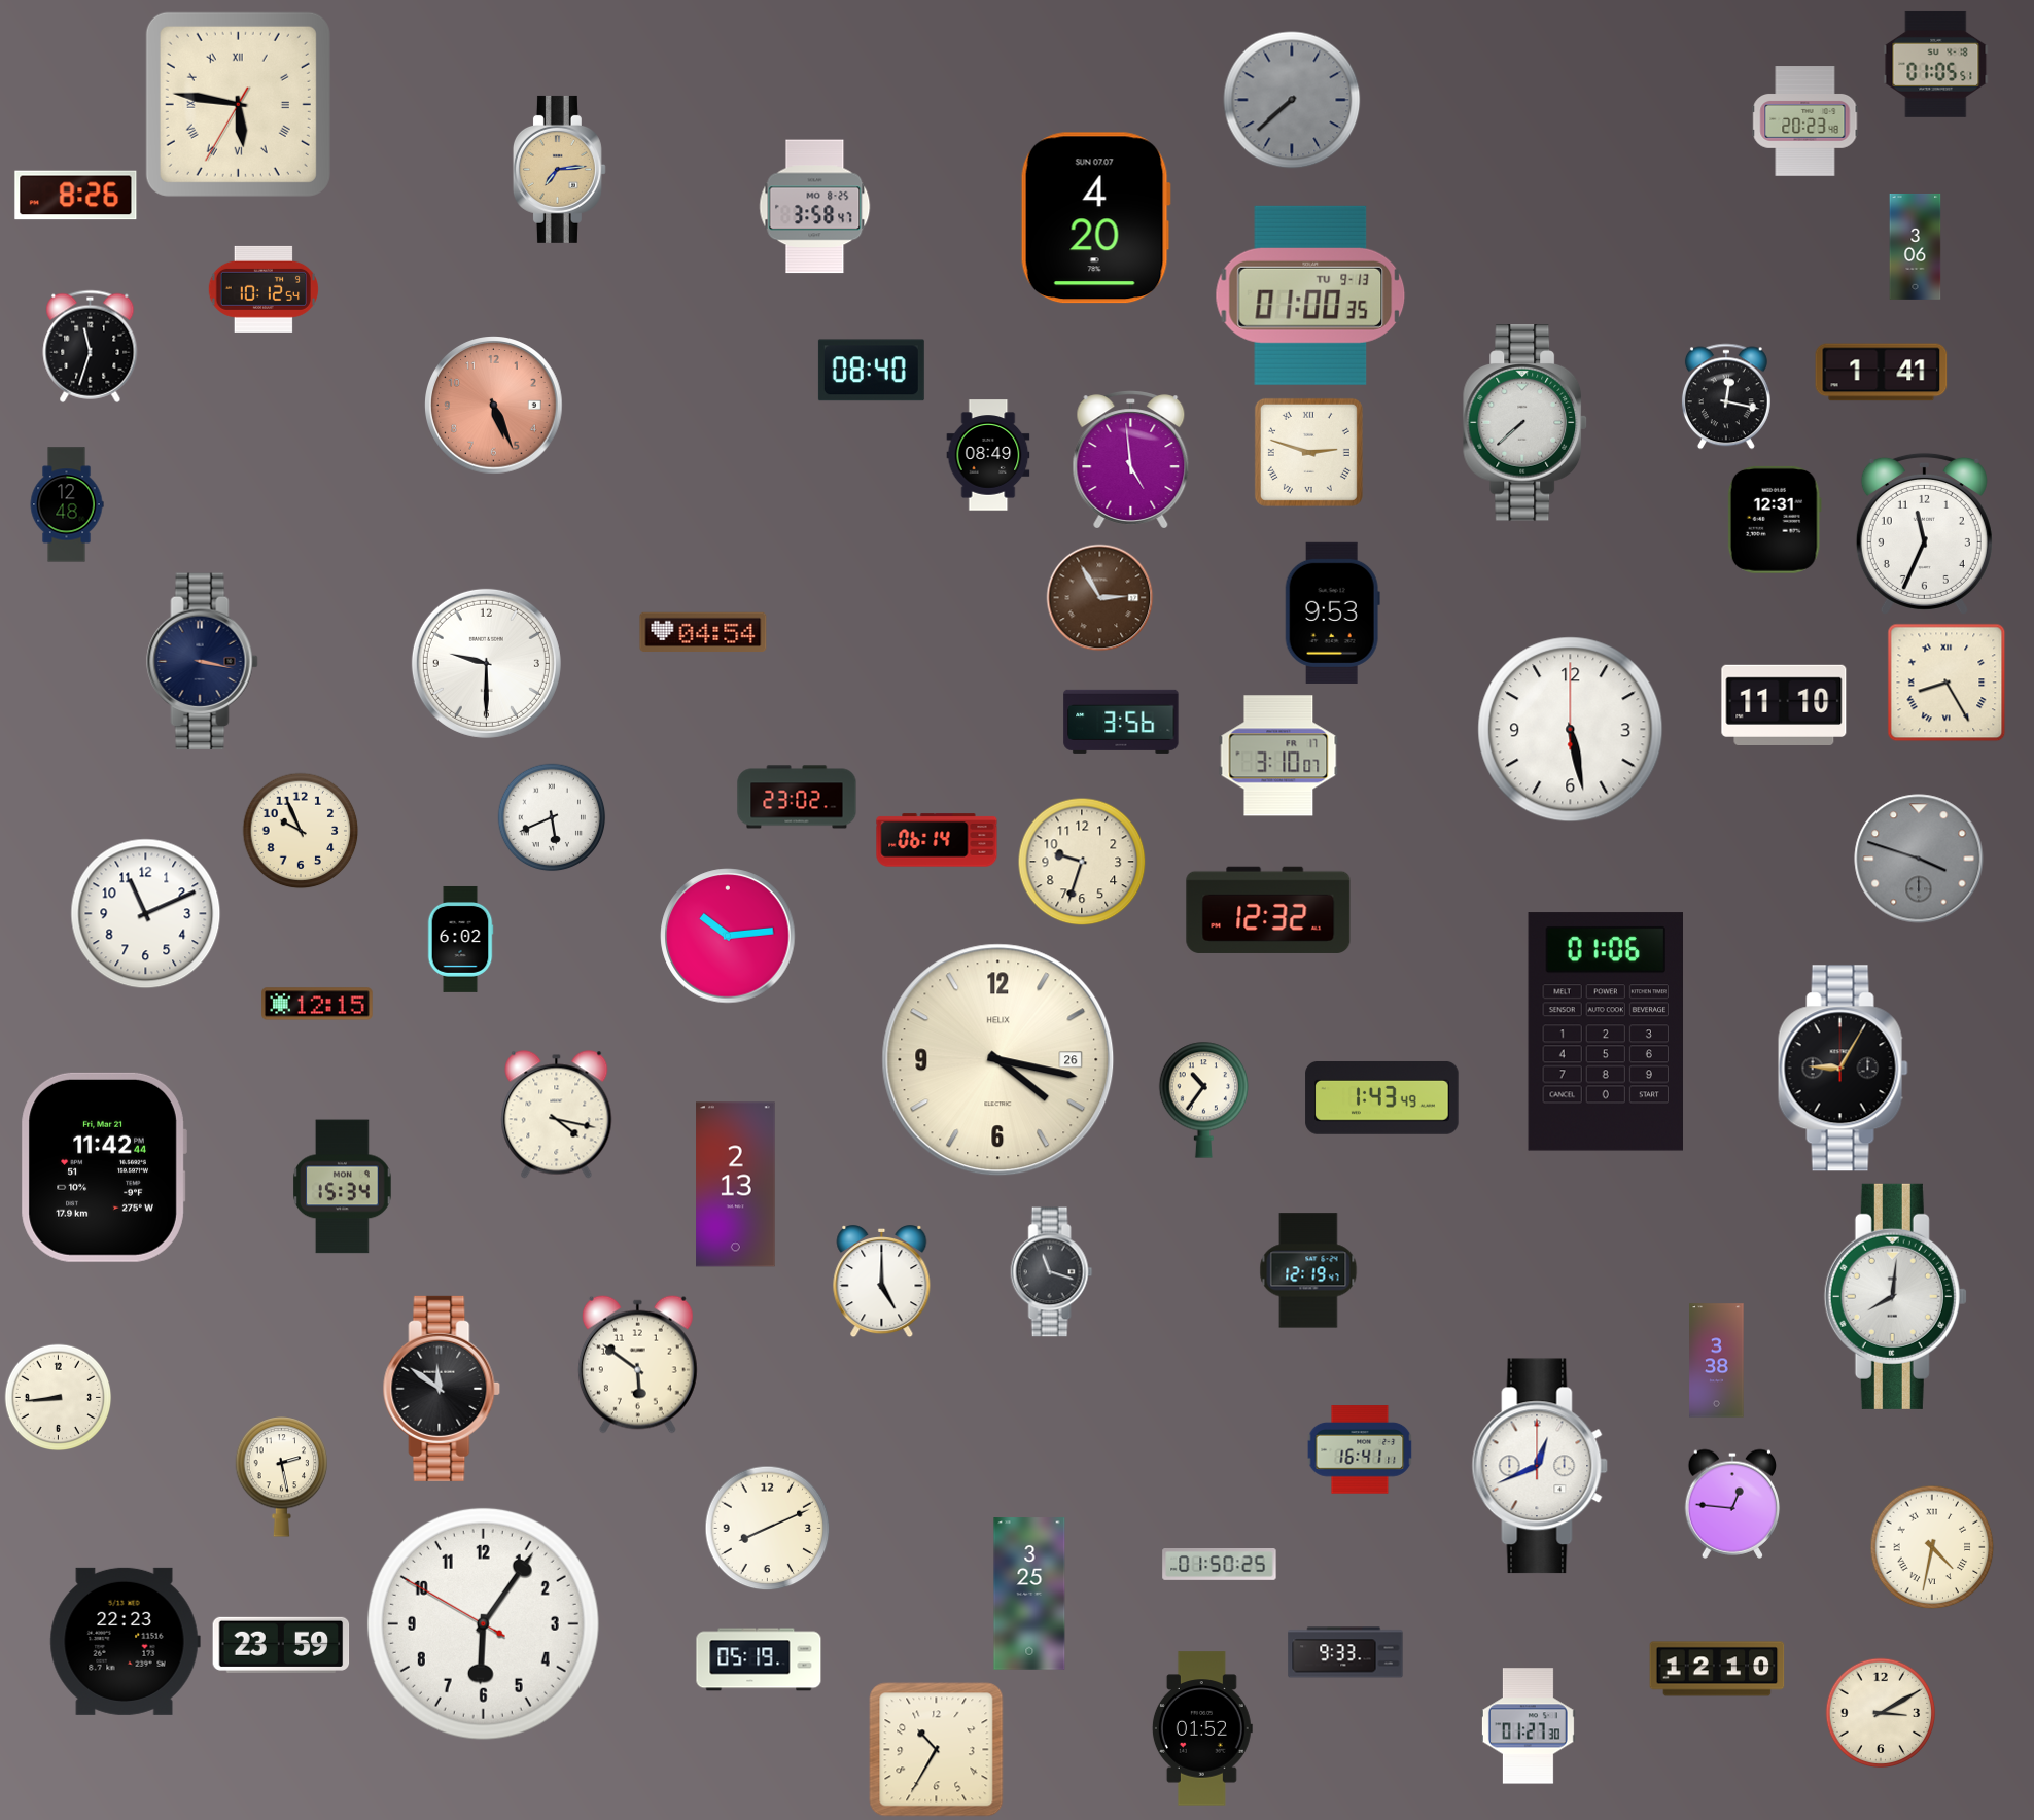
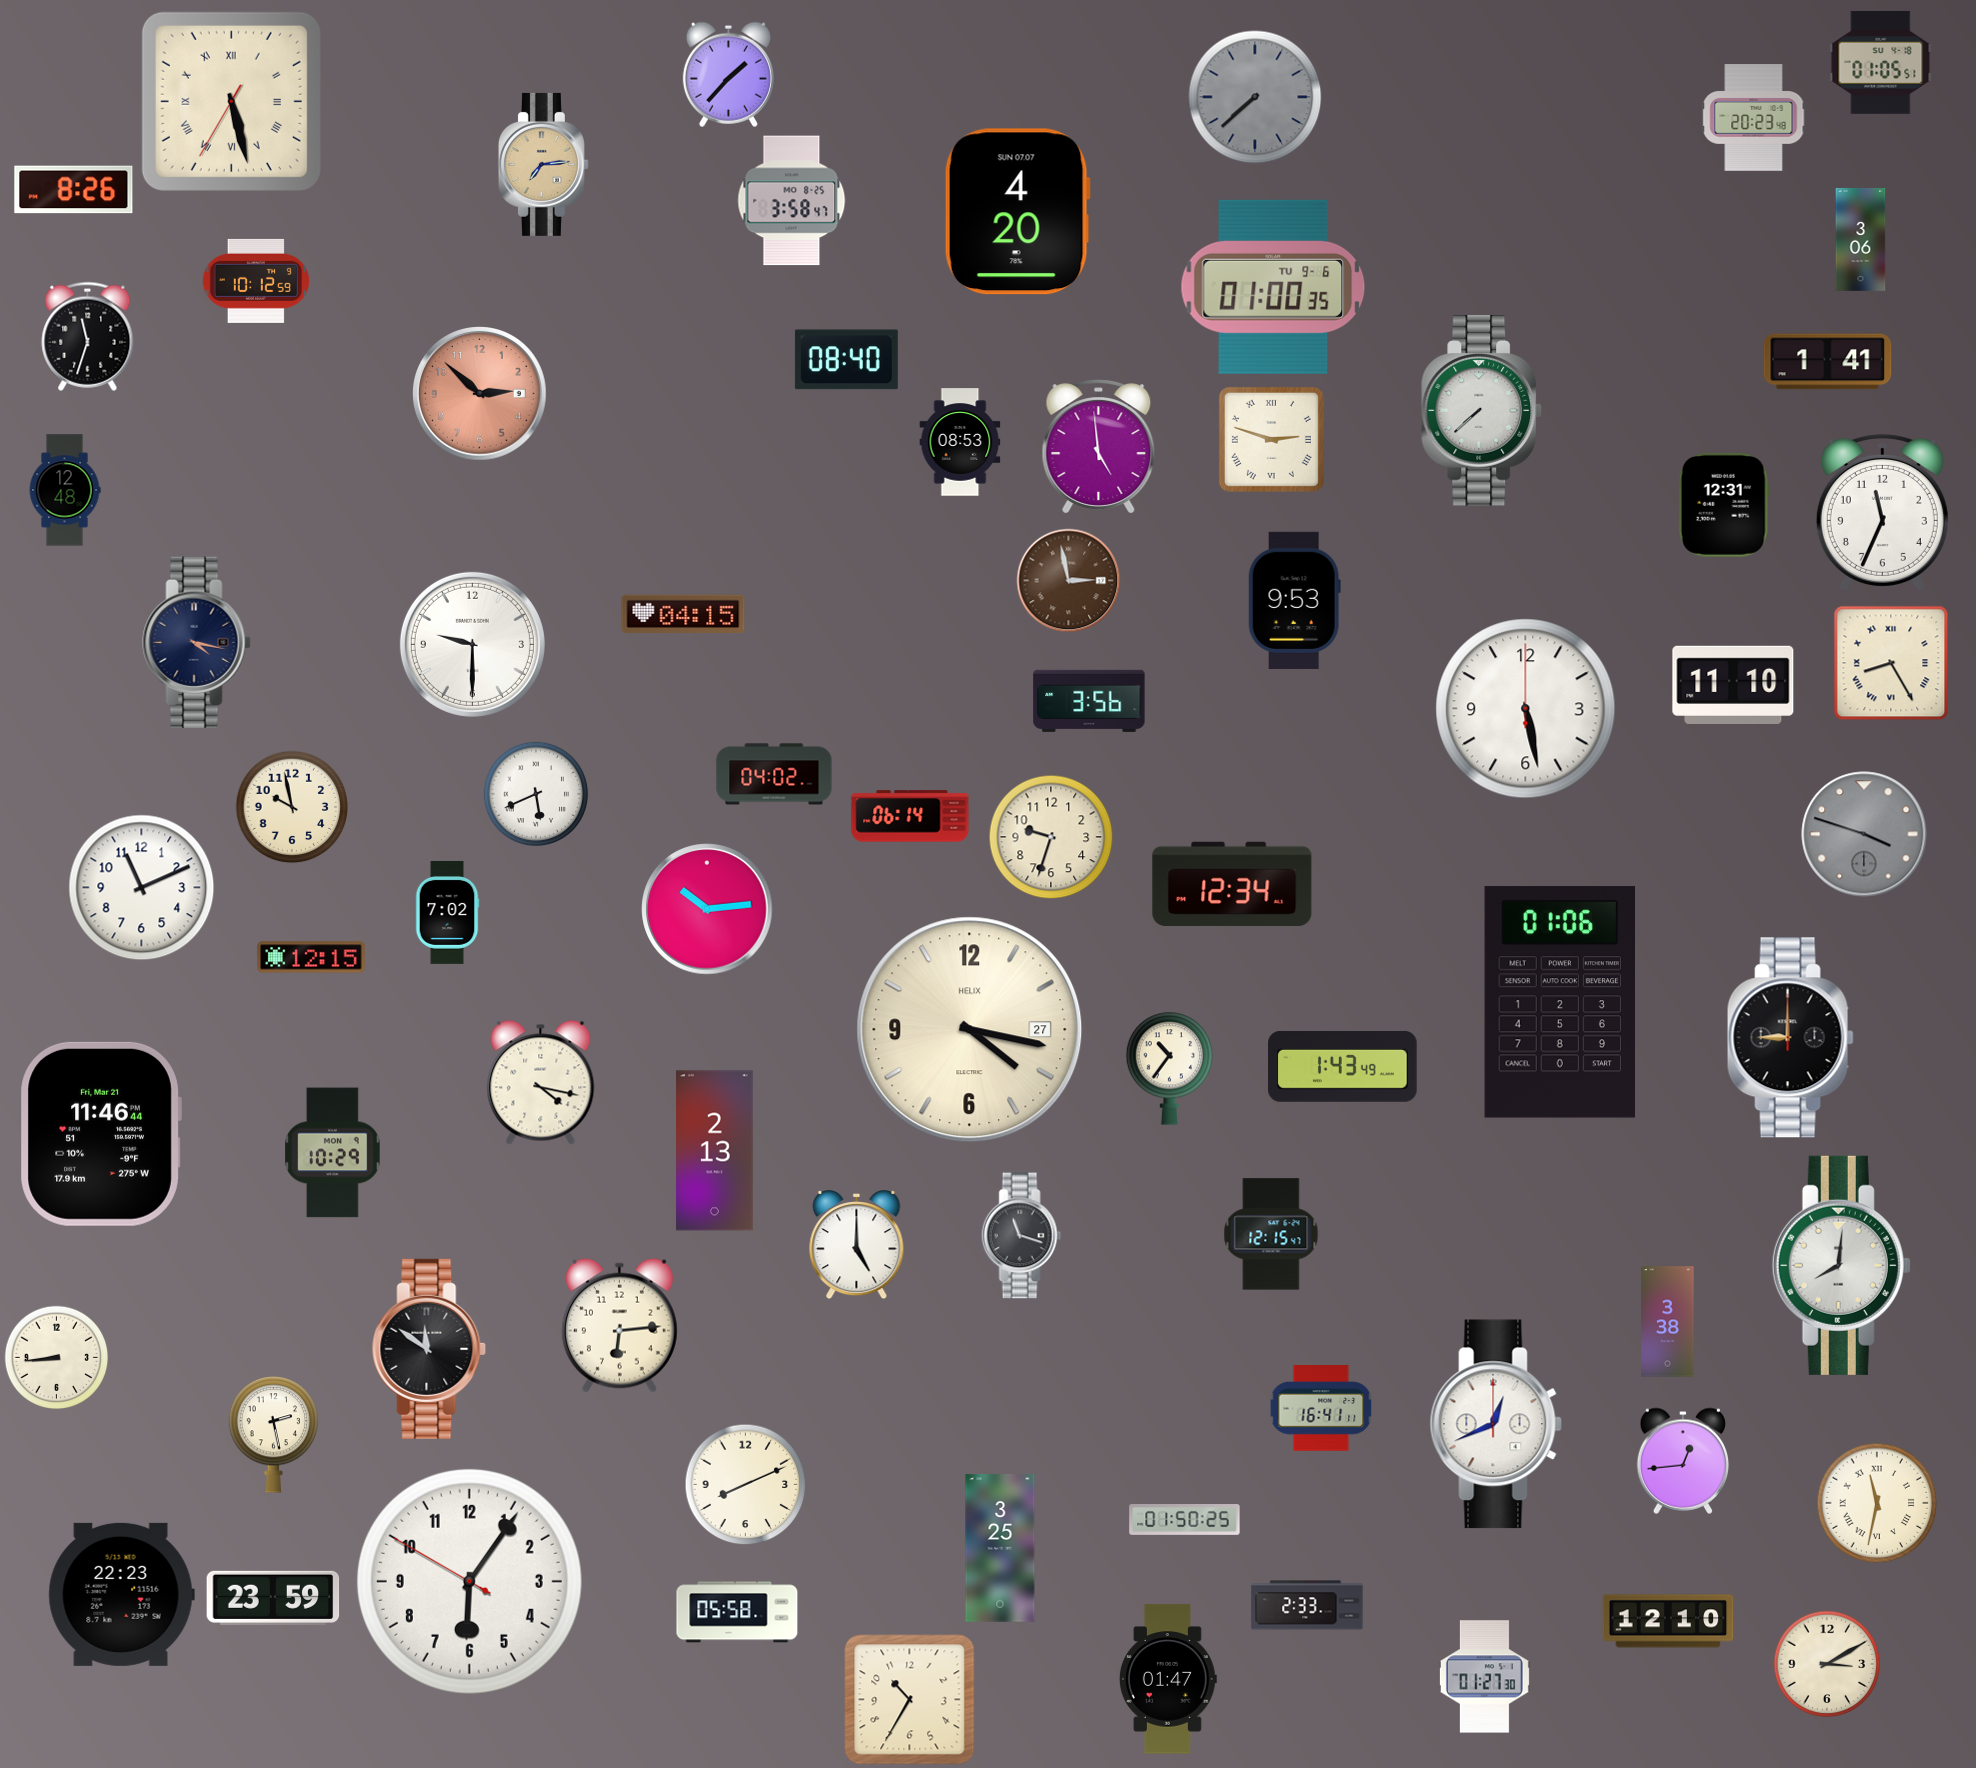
clock at (728, 74): none -> 1:37
clock at (238, 104): 5:46 -> 5:27
clock at (1095, 218) position: (1095, 218) -> (1017, 212)
clock at (264, 289): 10:12:54 -> 10:12:59
clock at (1310, 295) date: TU 9-13 -> TU 9-6
clock at (1726, 396): 12:17 -> none
clock at (494, 406): 5:26 -> 2:52
clock at (988, 455): 08:49 -> 08:53
clock at (1924, 533) position: (1924, 533) -> (1882, 512)
clock at (1100, 598): 2:55 -> 2:58
clock at (1332, 612) position: (1332, 612) -> (1294, 600)
clock at (703, 631): 04:54 -> 04:15
clock at (203, 662): 3:17 -> 4:17
clock at (1278, 756): 3:10 -> none
clock at (797, 797): 23:02 -> 04:02
clock at (301, 831): 9:56 -> 9:58
clock at (1268, 910): 12:32 -> 12:34
clock at (460, 939): 6:02 -> 7:02
clock at (317, 1004) position: (317, 1004) -> (311, 957)
clock at (998, 1060) date: 26 -> 27
clock at (1843, 1069): 9:05 -> 9:00
clock at (104, 1167): 11:42 -> 11:46
clock at (343, 1187): 15:34 -> 10:29
clock at (1308, 1270): 12:19 -> 12:15
clock at (1895, 1296) position: (1895, 1296) -> (1841, 1265)
clock at (637, 1364): 5:51 -> 6:14
clock at (1732, 1504): 12:46 -> 12:44
clock at (1932, 1547): 4:32 -> 11:32
clock at (483, 1623) position: (483, 1623) -> (469, 1581)
clock at (1345, 1652): 9:33 -> 2:33
clock at (759, 1659): 05:19 -> 05:58
clock at (1202, 1728): 01:52 -> 01:47
